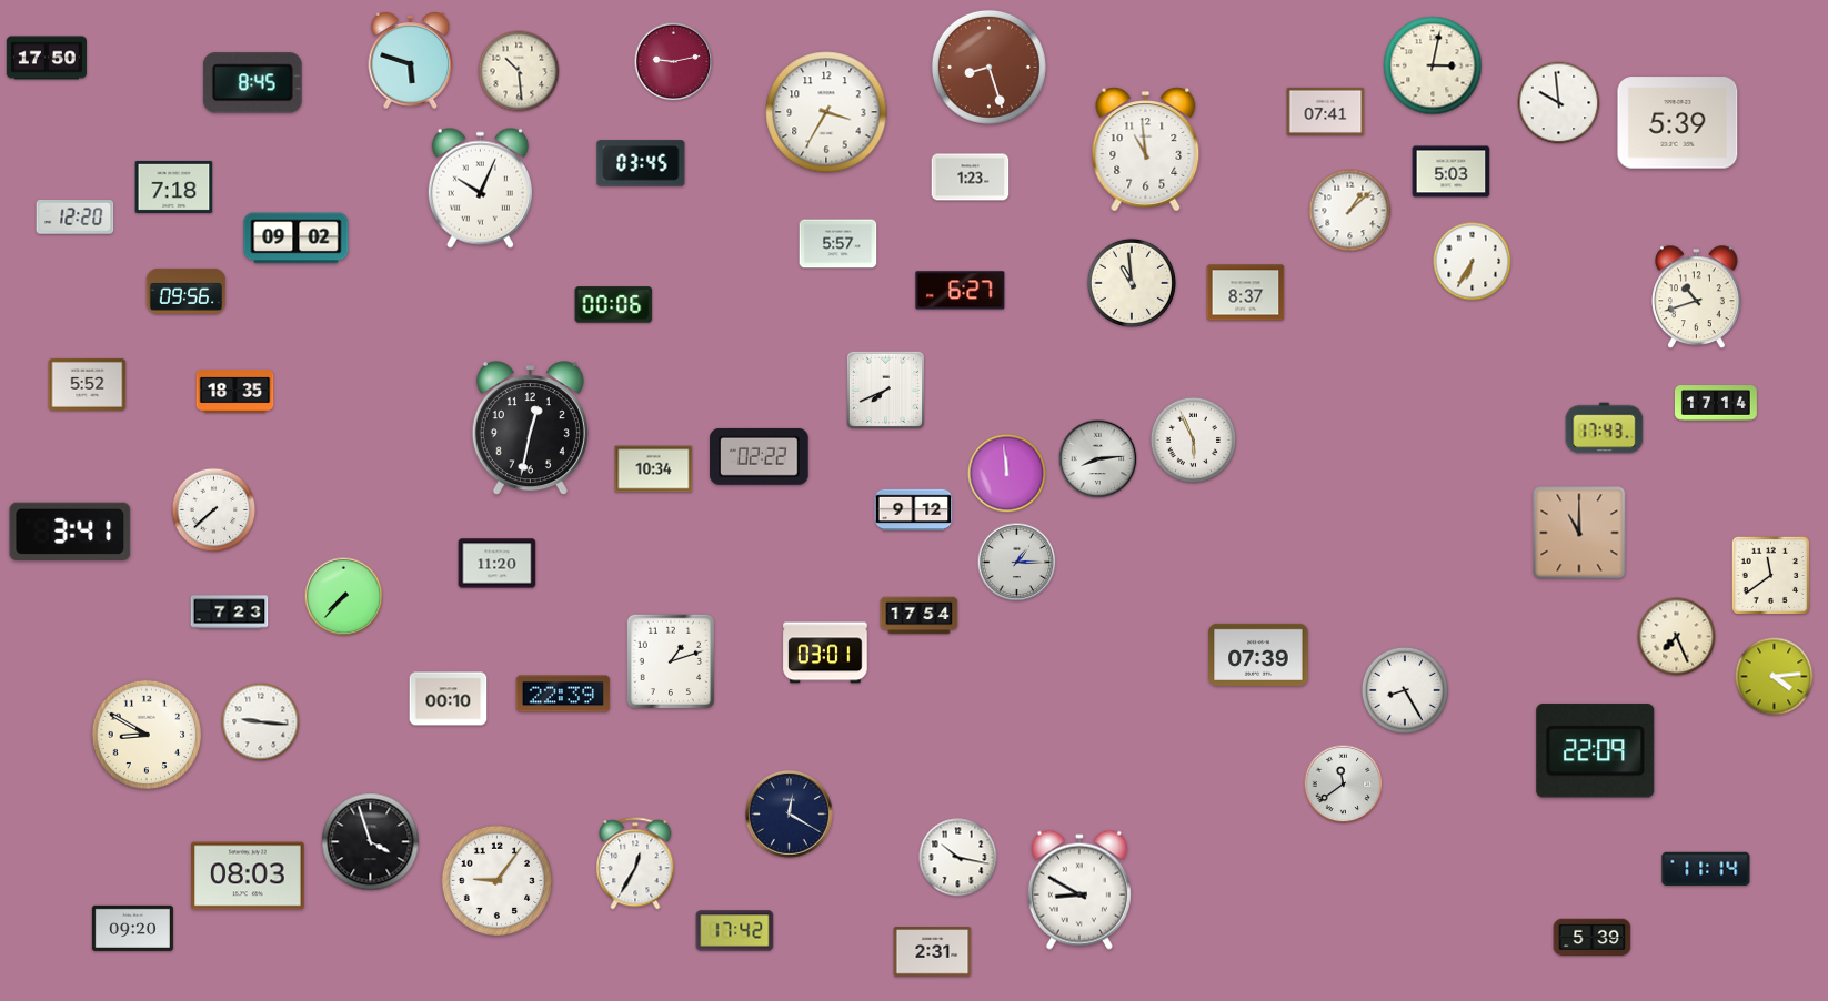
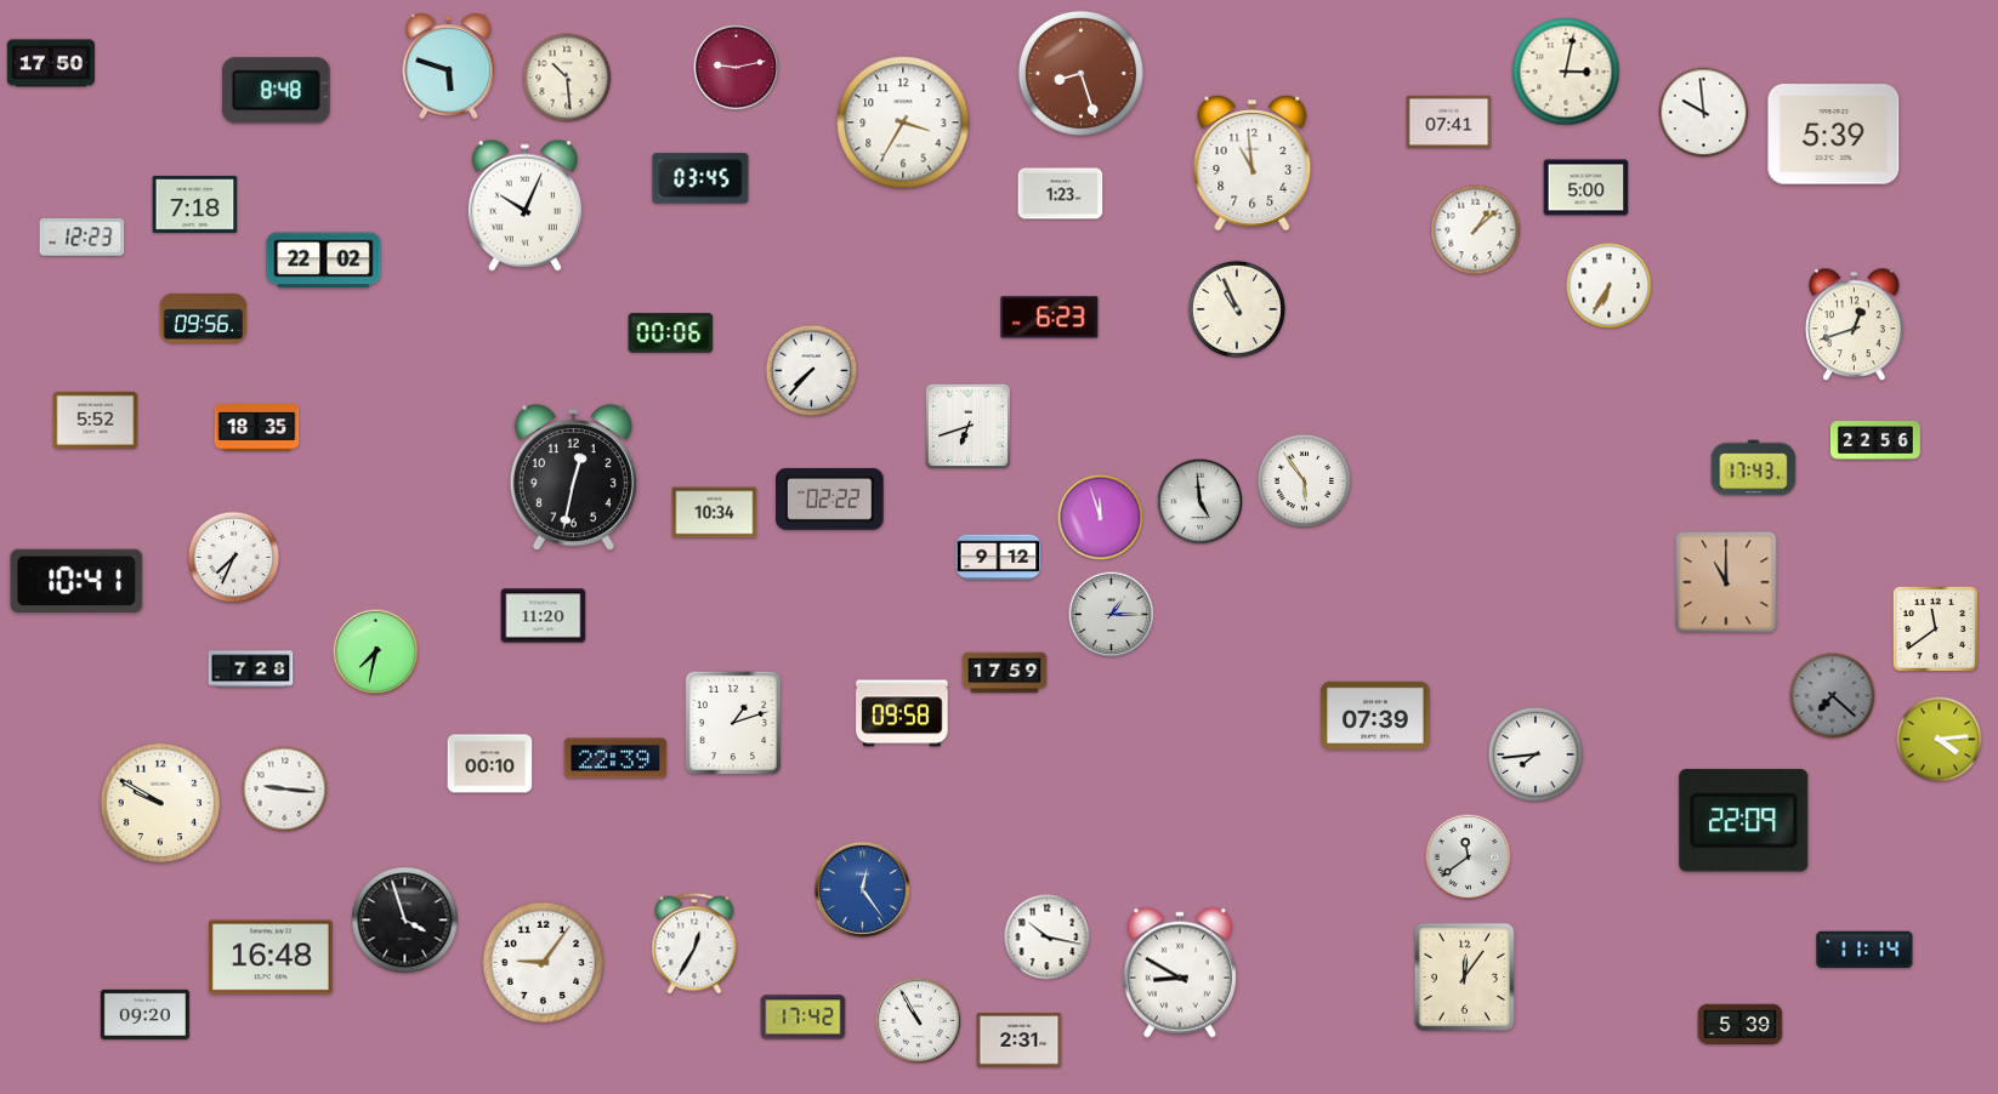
clock at (253, 83): 8:45 -> 8:48
clock at (1452, 172): 5:03 -> 5:00
clock at (174, 186) position: (174, 186) -> (195, 204)
clock at (76, 218): 12:20 -> 12:23
clock at (297, 239): 09:02 -> 22:02
clock at (838, 244): 5:57 -> none
clock at (1132, 283): 10:59 -> 10:56
clock at (961, 291): 6:27 -> 6:23
clock at (1246, 293): 8:37 -> none
clock at (1697, 297): 10:42 -> 12:42
clock at (812, 371): none -> 7:37
clock at (885, 390): 7:41 -> 6:42
clock at (1717, 403): 17:14 -> 22:56
clock at (530, 428) position: (530, 428) -> (573, 478)
clock at (1194, 441): 5:56 -> 5:54
clock at (1098, 459): 8:14 -> 4:59
clock at (1007, 474): 11:59 -> 11:57
clock at (214, 510): 7:38 -> 7:34
clock at (70, 530): 3:41 -> 10:41
clock at (344, 597): 7:37 -> 7:32
clock at (230, 613): 7:23 -> 7:28
clock at (920, 616): 17:54 -> 17:59
clock at (1677, 637): 7:26 -> 7:22
clock at (1677, 637) dial: cream -> grey
clock at (825, 653): 03:01 -> 09:58
clock at (1404, 689): 8:25 -> 7:44
clock at (147, 735): 8:50 -> 9:50
clock at (789, 813): 12:20 -> 12:24
clock at (789, 813) dial: navy -> blue
clock at (248, 876): 08:03 -> 16:48
clock at (1464, 976): none -> 12:06
clock at (919, 1021): none -> 10:55
